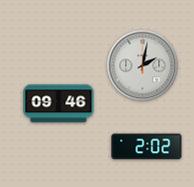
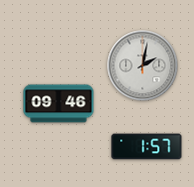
clock at (147, 147): 2:02 -> 1:57
